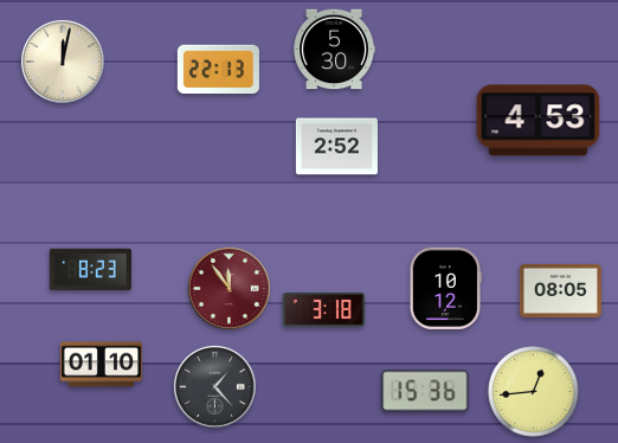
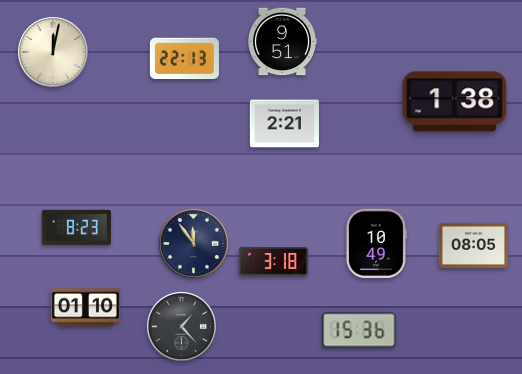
clock at (334, 50): 5:30 -> 9:51
clock at (539, 121): 4:53 -> 1:38
clock at (336, 147): 2:52 -> 2:21
clock at (228, 288) dial: burgundy -> navy
clock at (445, 288): 10:12 -> 10:49
clock at (534, 392): 12:44 -> none
